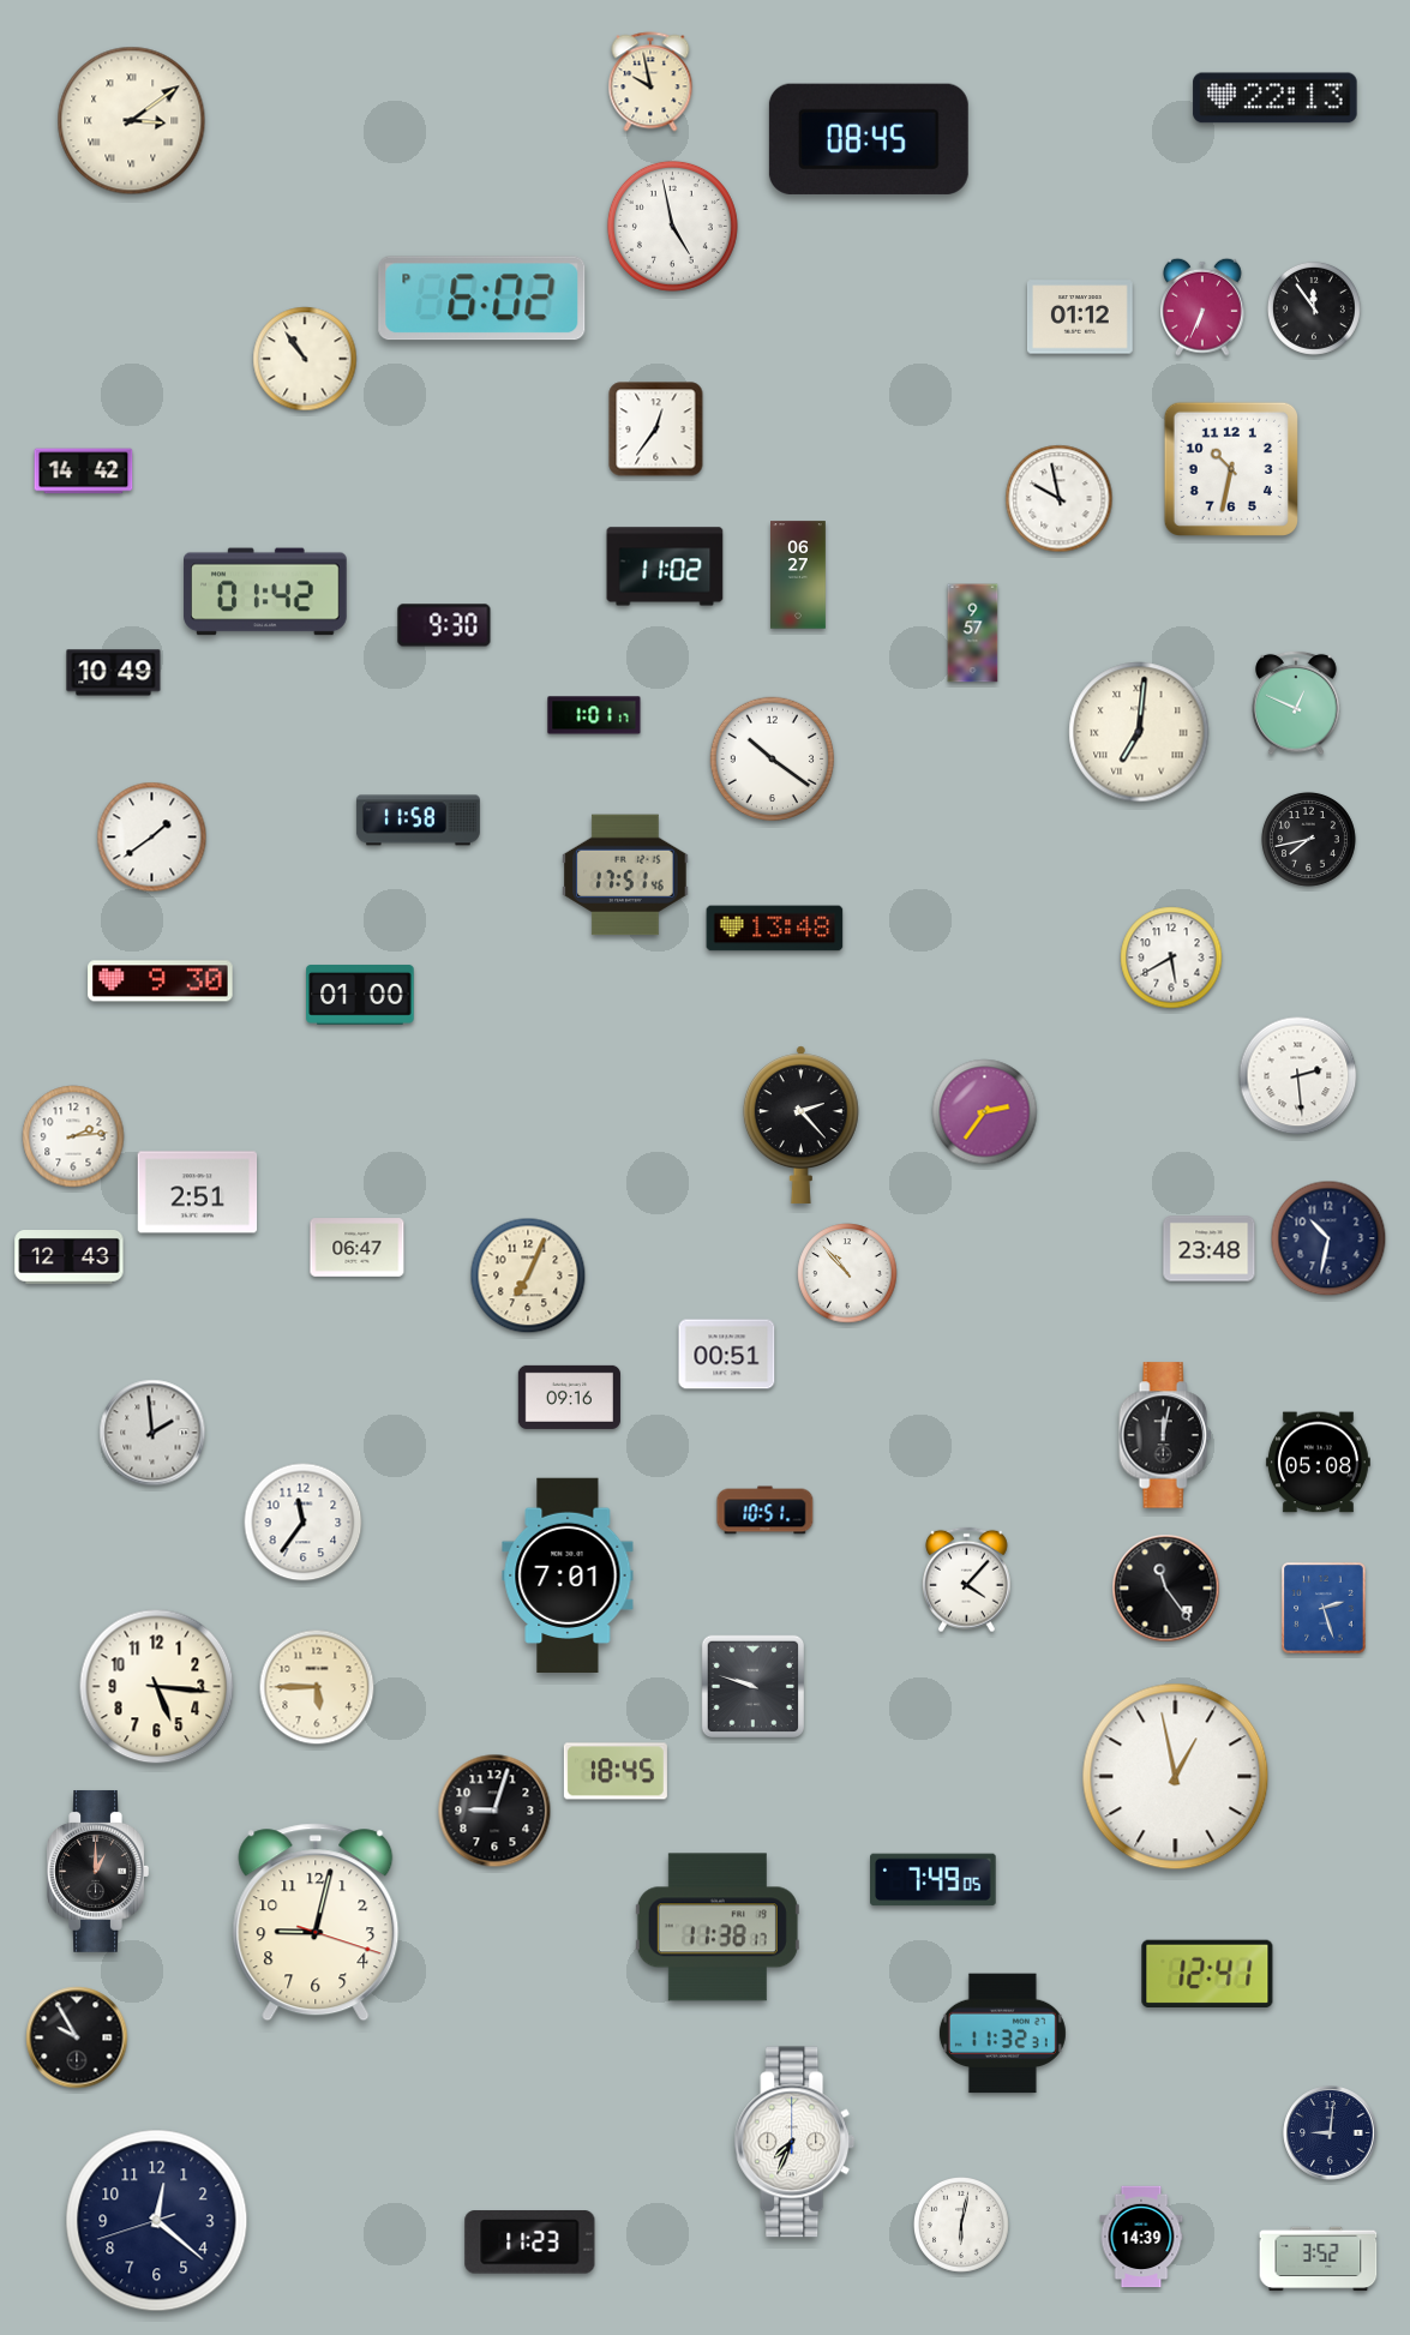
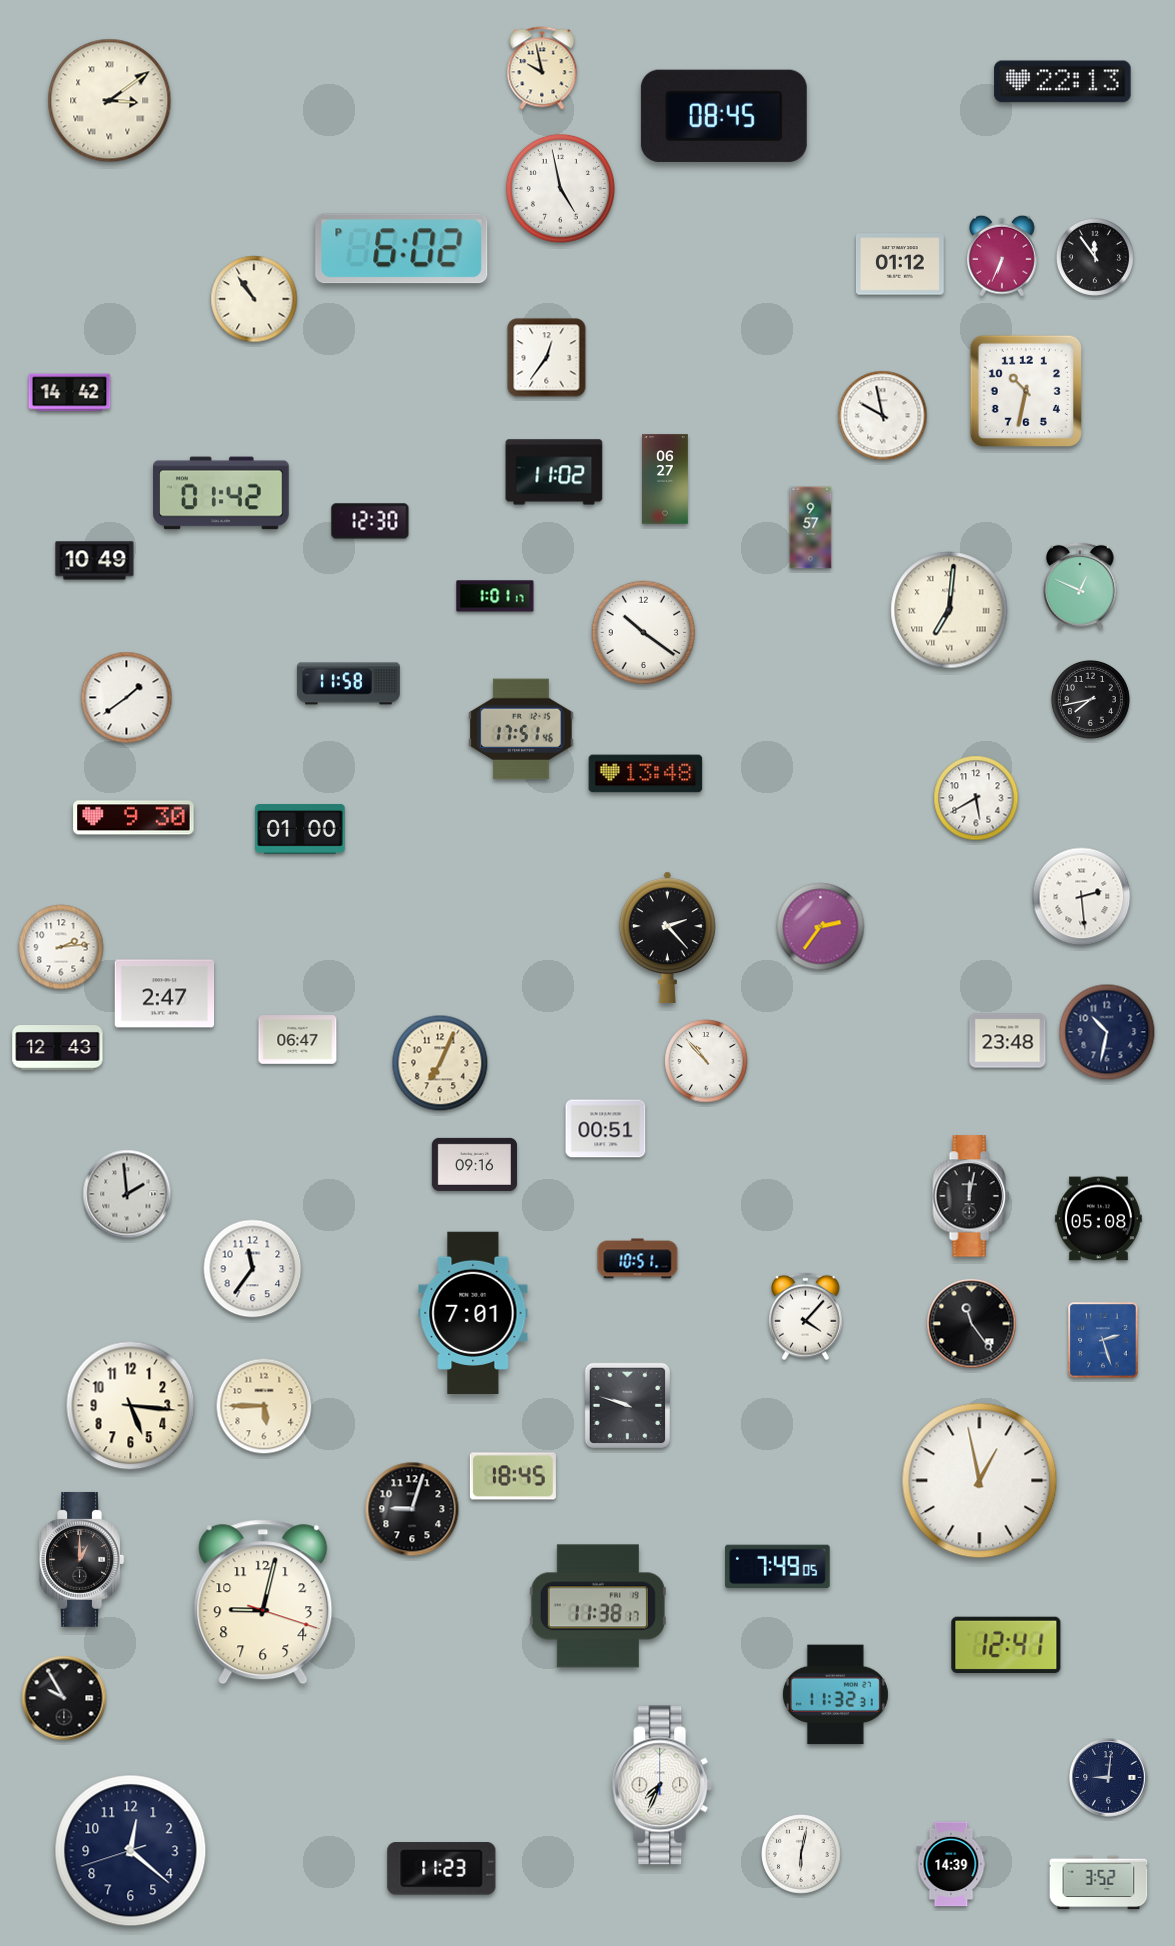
clock at (444, 625): 9:30 -> 12:30
clock at (198, 1193): 2:51 -> 2:47
